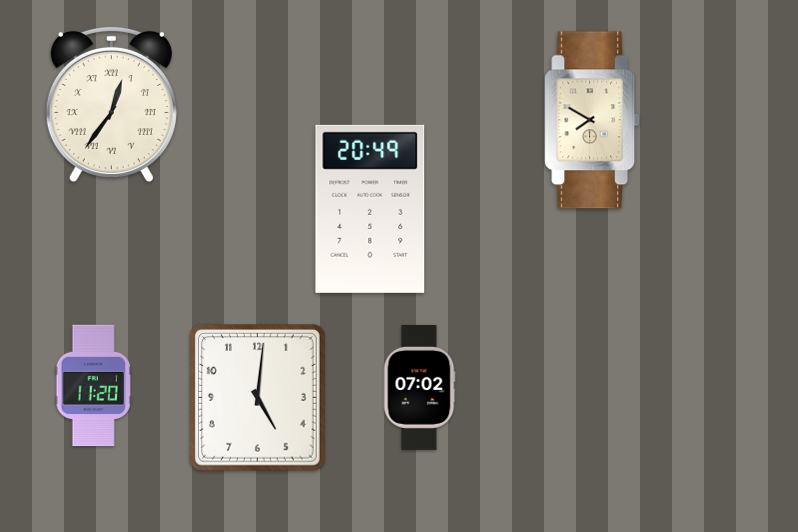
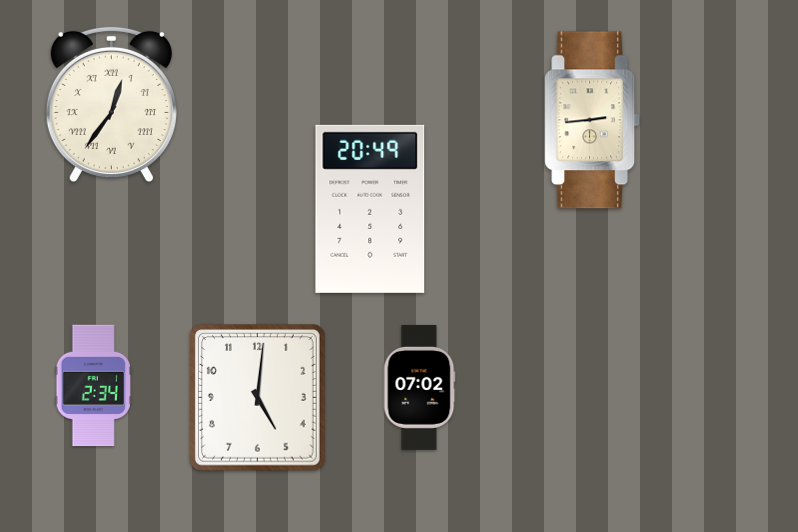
clock at (592, 120): 7:50 -> 2:44
clock at (93, 386): 11:20 -> 2:34
